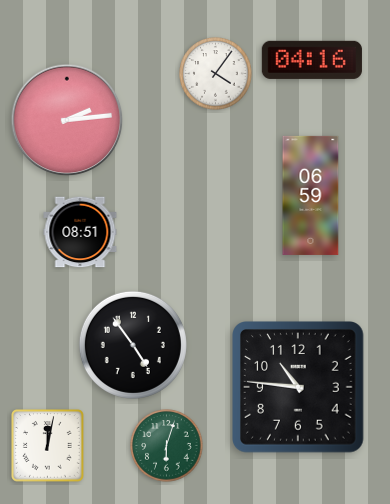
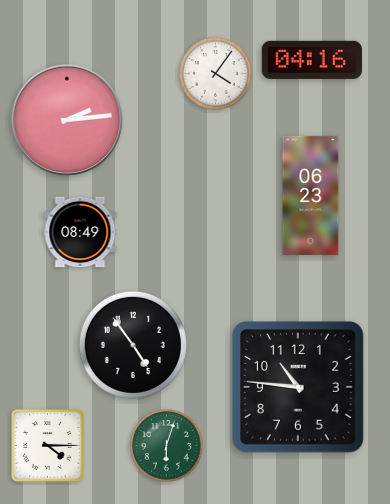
clock at (311, 195): 06:59 -> 06:23
clock at (80, 232): 08:51 -> 08:49
clock at (48, 446): 12:02 -> 4:15
